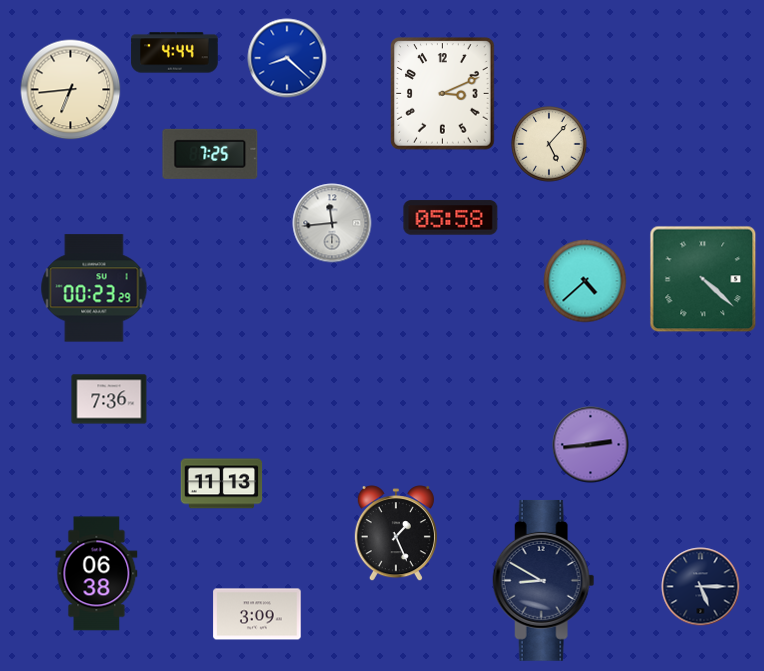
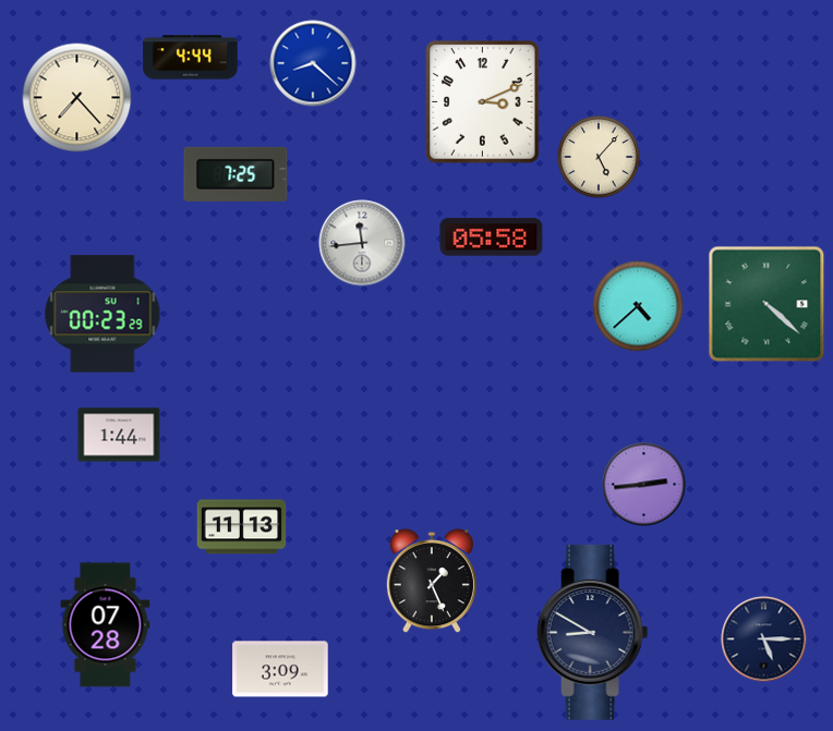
clock at (71, 90): 6:44 -> 7:23
clock at (210, 154) position: (210, 154) -> (236, 174)
clock at (109, 399): 7:36 -> 1:44
clock at (97, 574): 06:38 -> 07:28
